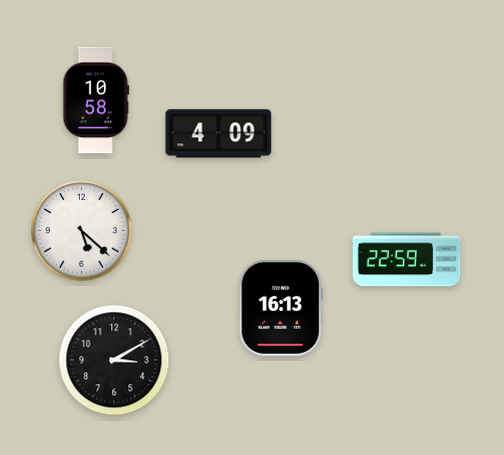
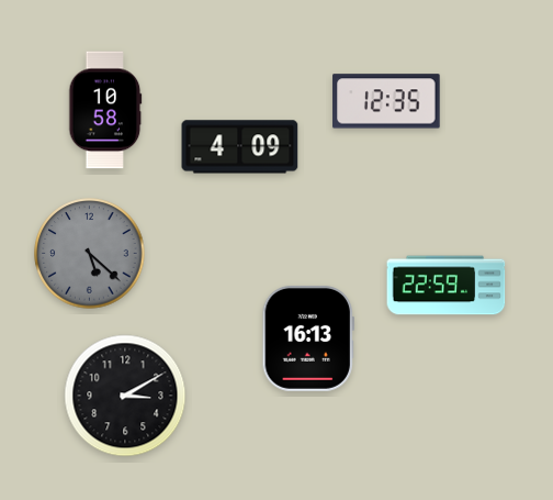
clock at (386, 101): none -> 12:35
clock at (82, 231) dial: white -> grey
